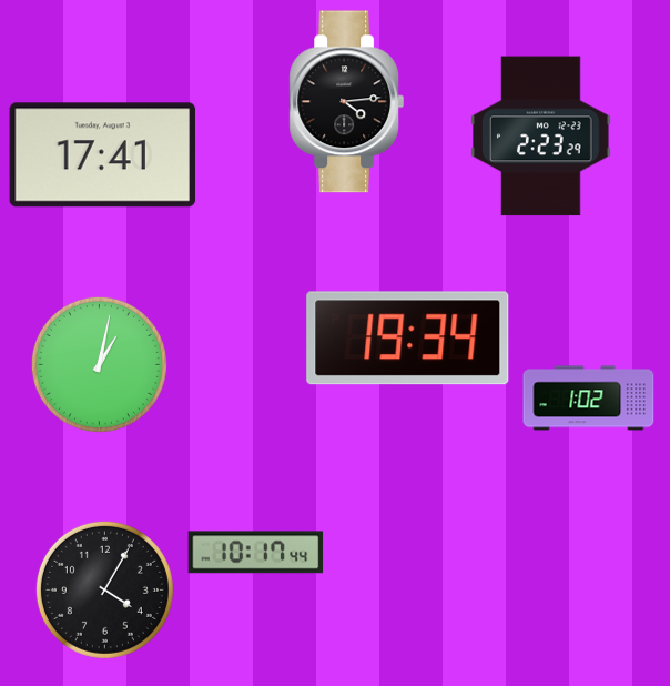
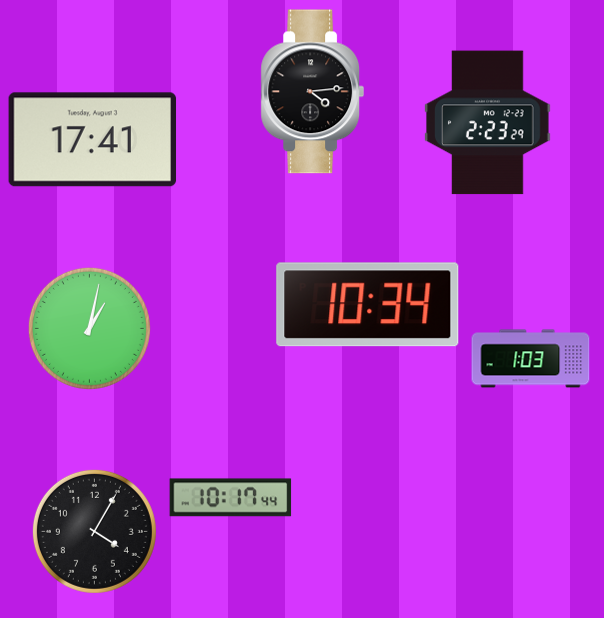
clock at (408, 339): 19:34 -> 10:34
clock at (589, 399): 1:02 -> 1:03
